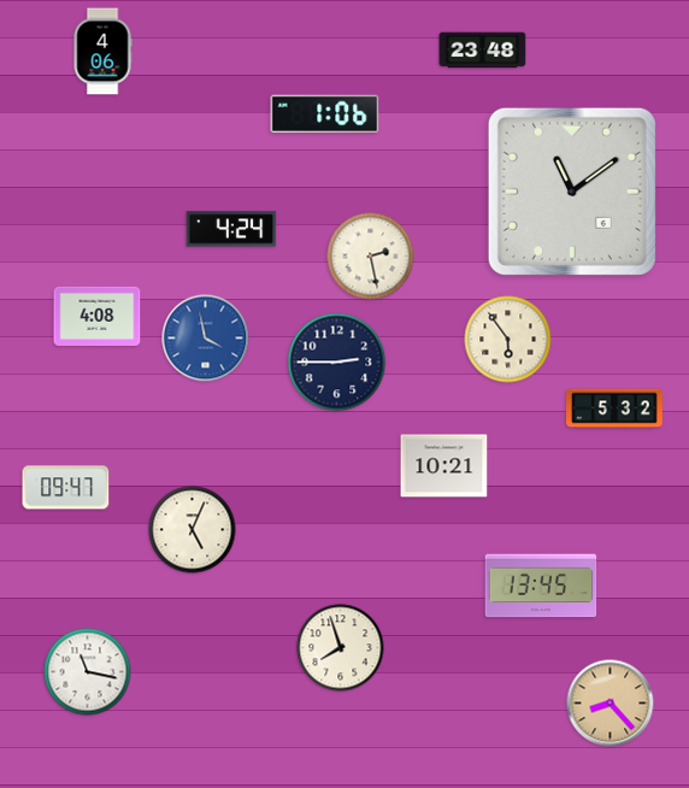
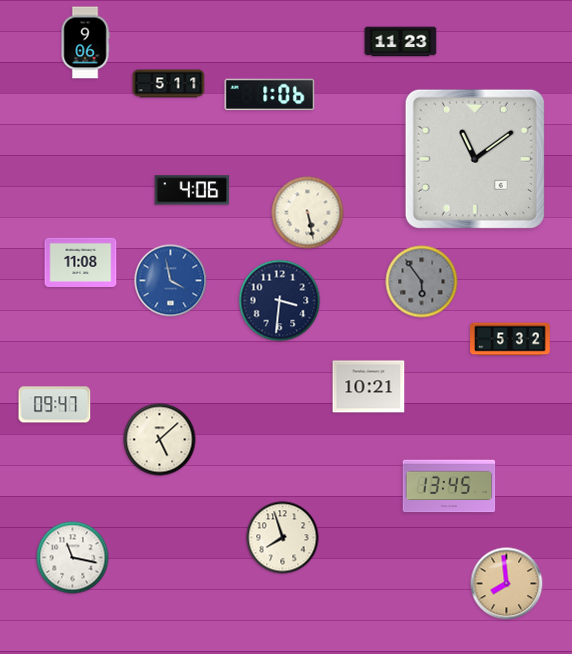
clock at (483, 51): 23:48 -> 11:23
clock at (102, 52): 4:06 -> 9:06
clock at (169, 84): none -> 5:11
clock at (231, 229): 4:24 -> 4:06
clock at (371, 257): 2:28 -> 5:28
clock at (98, 316): 4:08 -> 11:08
clock at (508, 340) dial: cream -> grey
clock at (337, 363): 2:45 -> 3:31
clock at (193, 530): 5:04 -> 5:08
clock at (611, 704): 8:23 -> 7:59
